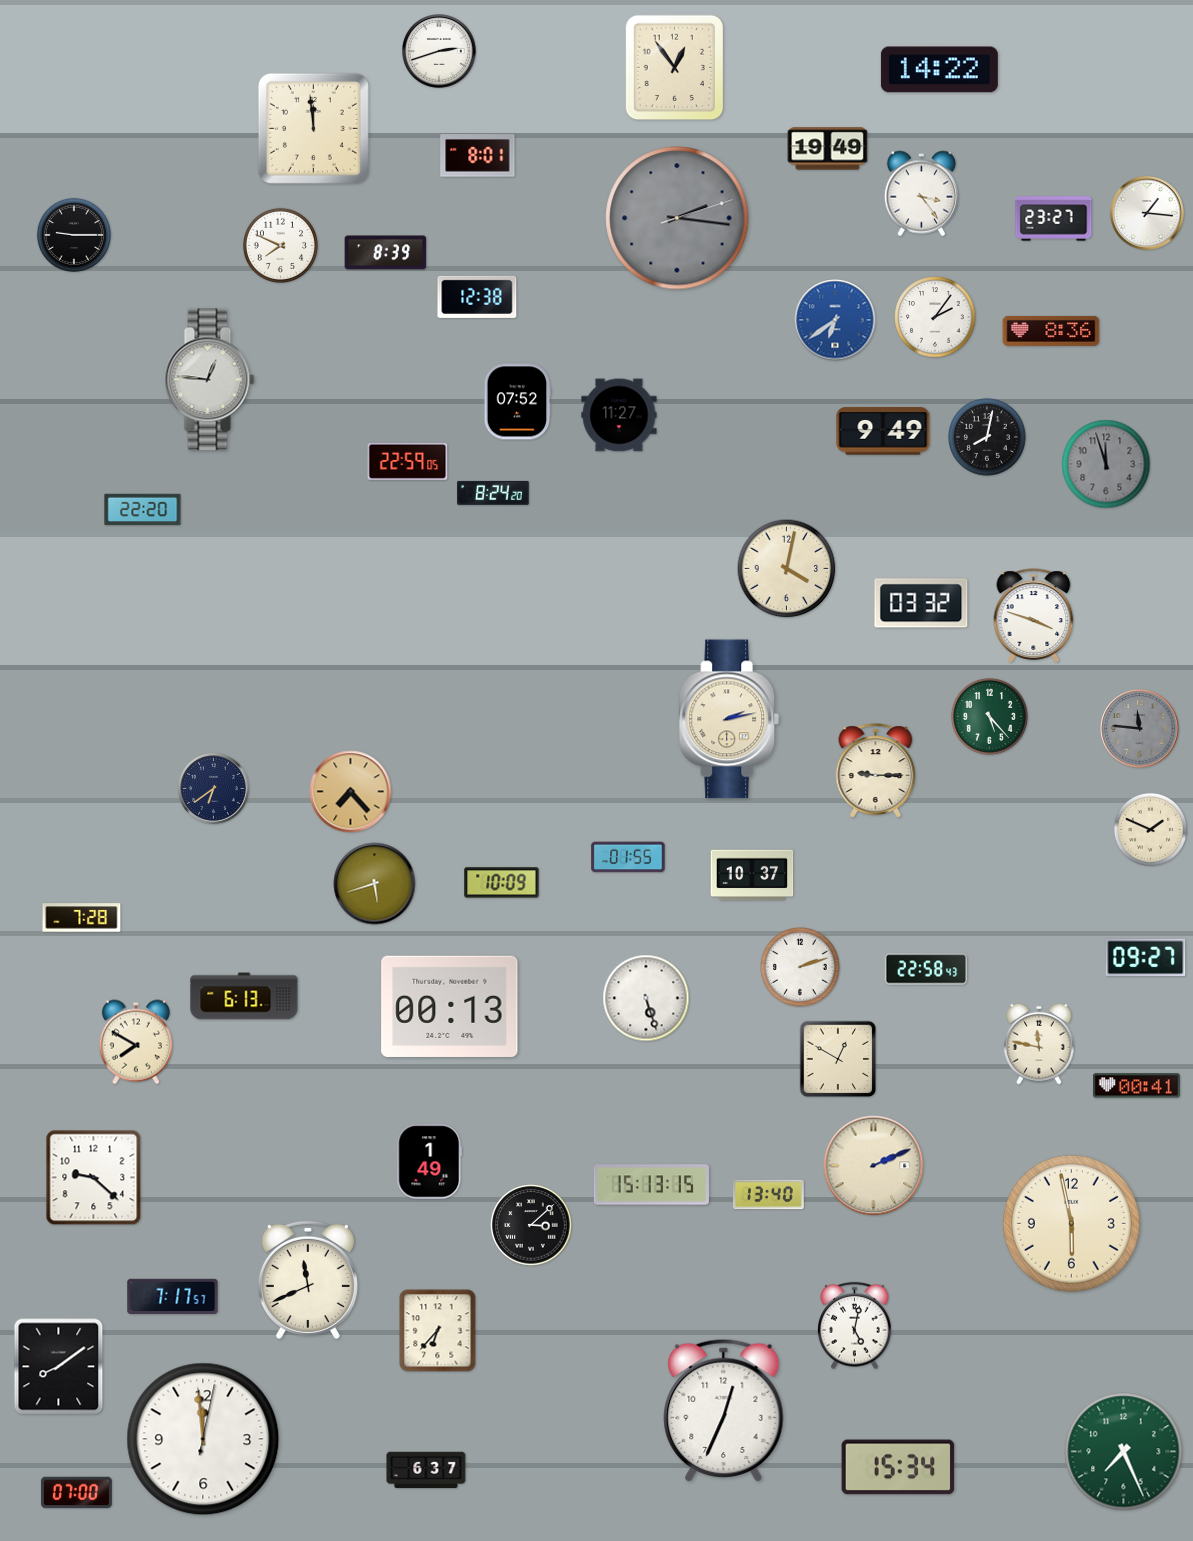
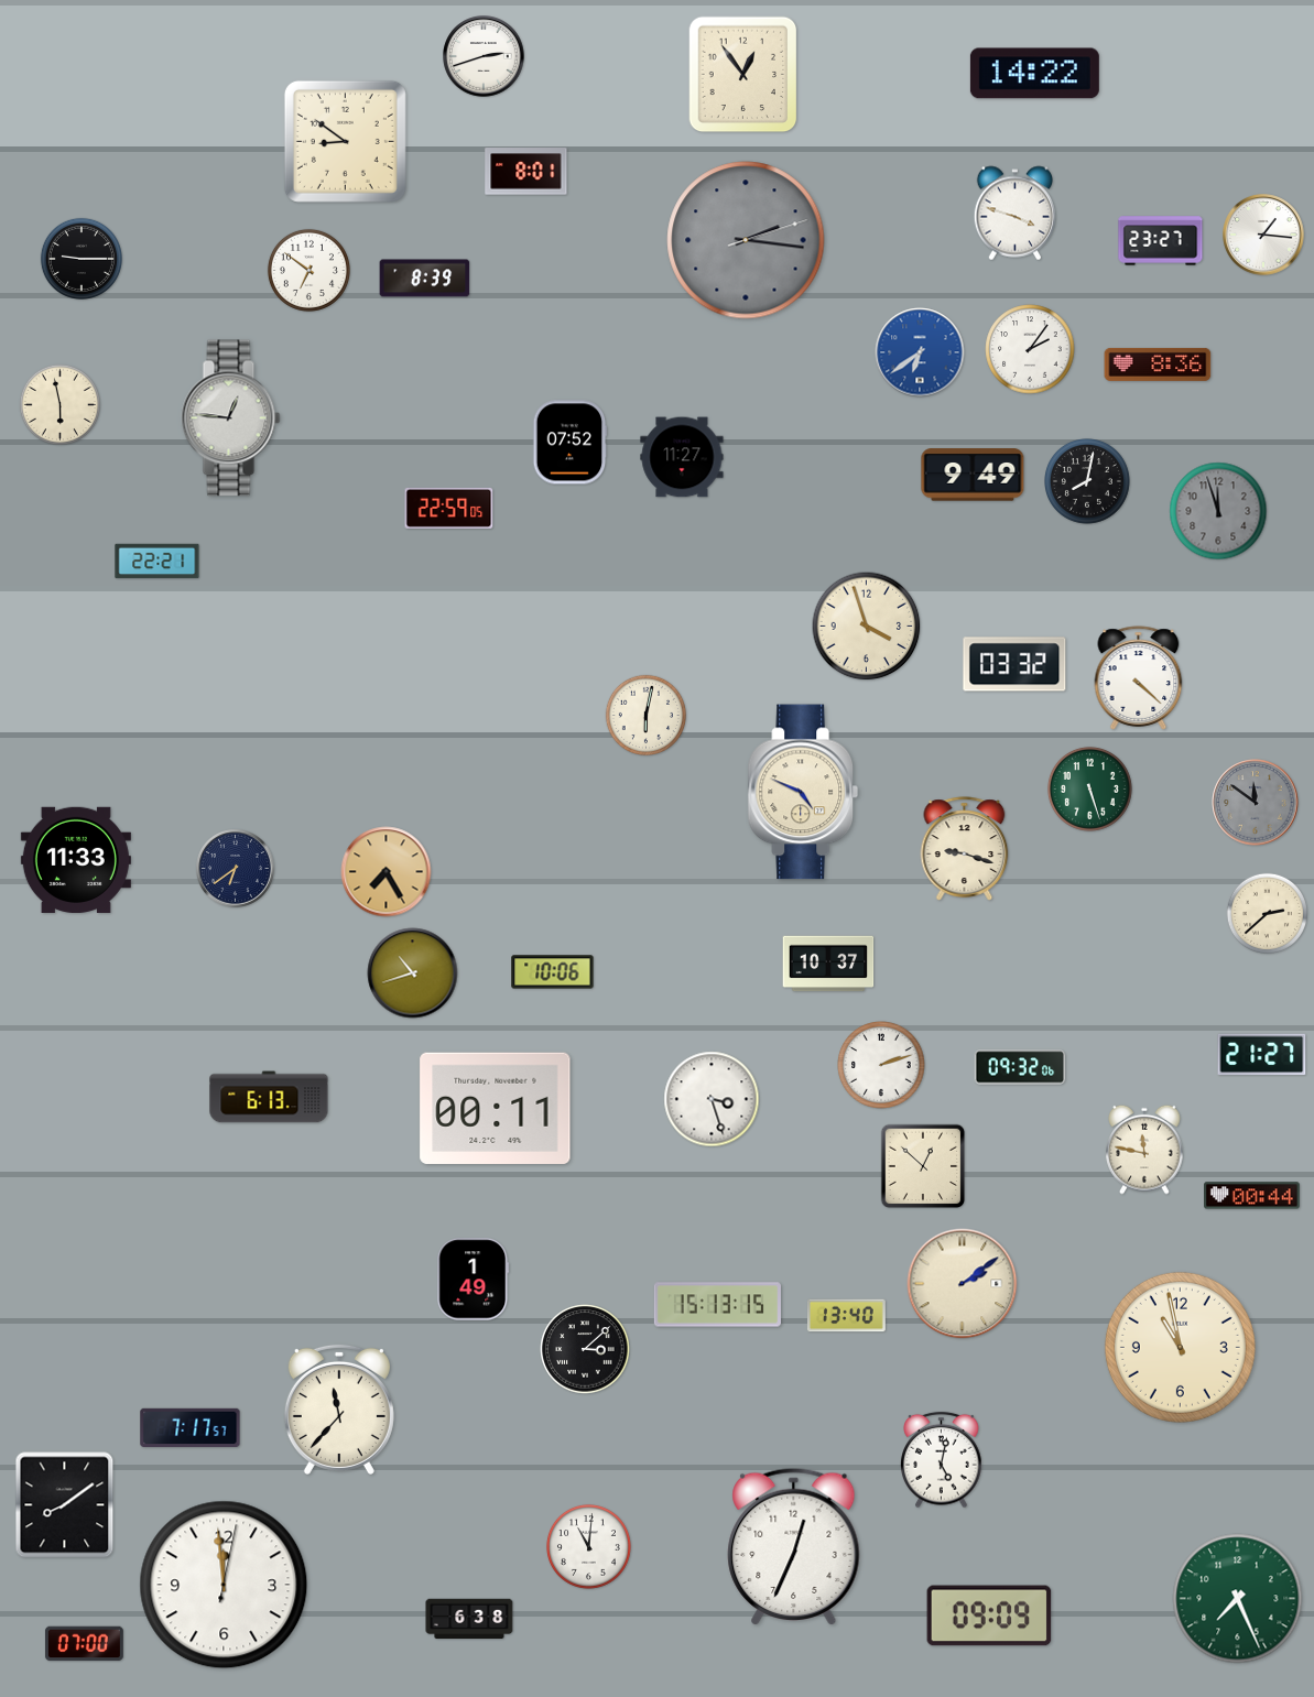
clock at (939, 70) position: (939, 70) -> (1034, 74)
clock at (313, 128): 11:59 -> 8:51
clock at (828, 149): 19:49 -> none
clock at (921, 194): 3:24 -> 3:48
clock at (280, 245): 7:49 -> 6:51
clock at (477, 297): 12:38 -> none
clock at (59, 404): none -> 5:58
clock at (493, 493): 8:24 -> none
clock at (143, 510): 22:20 -> 22:21
clock at (787, 569): 4:02 -> 3:57
clock at (1034, 616): 3:48 -> 4:22
clock at (645, 715): none -> 6:02
clock at (989, 716): 5:23 -> 5:27
clock at (729, 719): 2:13 -> 4:49
clock at (1140, 729): 11:46 -> 11:51
clock at (876, 771): 9:15 -> 9:18
clock at (76, 860): none -> 11:33
clock at (351, 792): 7:23 -> 7:25
clock at (1150, 829): 1:49 -> 2:38
clock at (628, 857): 01:55 -> none
clock at (502, 883): 10:09 -> 10:06
clock at (375, 884): 5:42 -> 10:42
clock at (82, 918): 7:28 -> none
clock at (1146, 958): 09:27 -> 21:27
clock at (926, 969): 22:58 -> 09:32
clock at (646, 998): 5:27 -> 3:27
clock at (450, 1006): 00:13 -> 00:11
clock at (136, 1042): 7:50 -> none
clock at (838, 1059): 12:50 -> 12:52
clock at (1137, 1086): 00:41 -> 00:44
clock at (874, 1166): 2:11 -> 2:09
clock at (94, 1178): 9:22 -> none
clock at (1071, 1223): 5:58 -> 10:58
clock at (308, 1280): 11:41 -> 11:37
clock at (438, 1331): 6:37 -> none
clock at (588, 1546): none -> 11:01
clock at (724, 1410) position: (724, 1410) -> (794, 1546)
clock at (898, 1467): 15:34 -> 09:09
clock at (426, 1470): 6:37 -> 6:38
